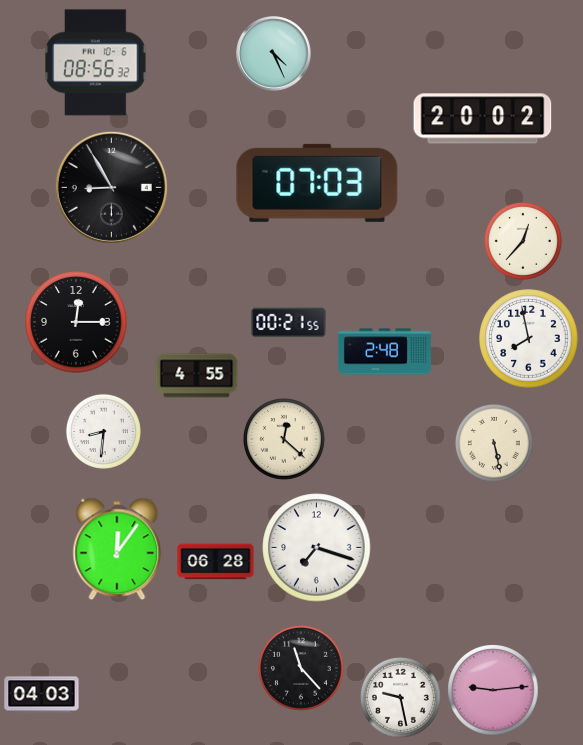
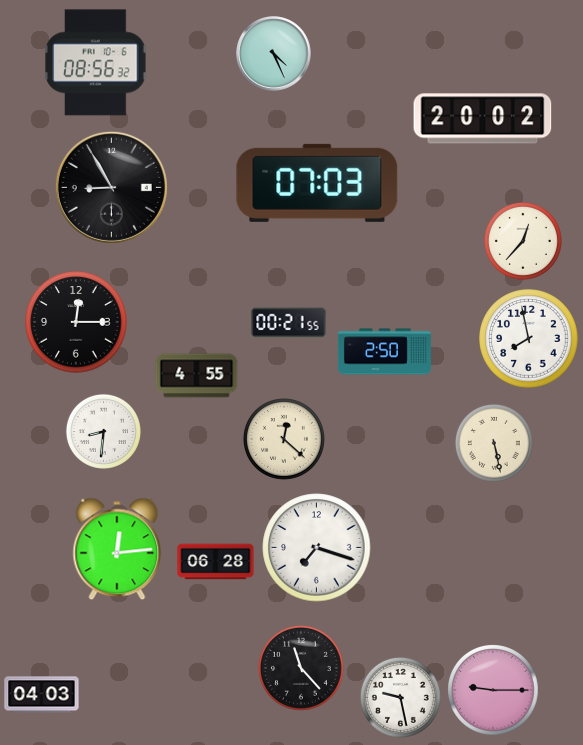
clock at (384, 352): 2:48 -> 2:50
clock at (117, 549): 12:06 -> 12:14
clock at (494, 691): 9:14 -> 9:15
